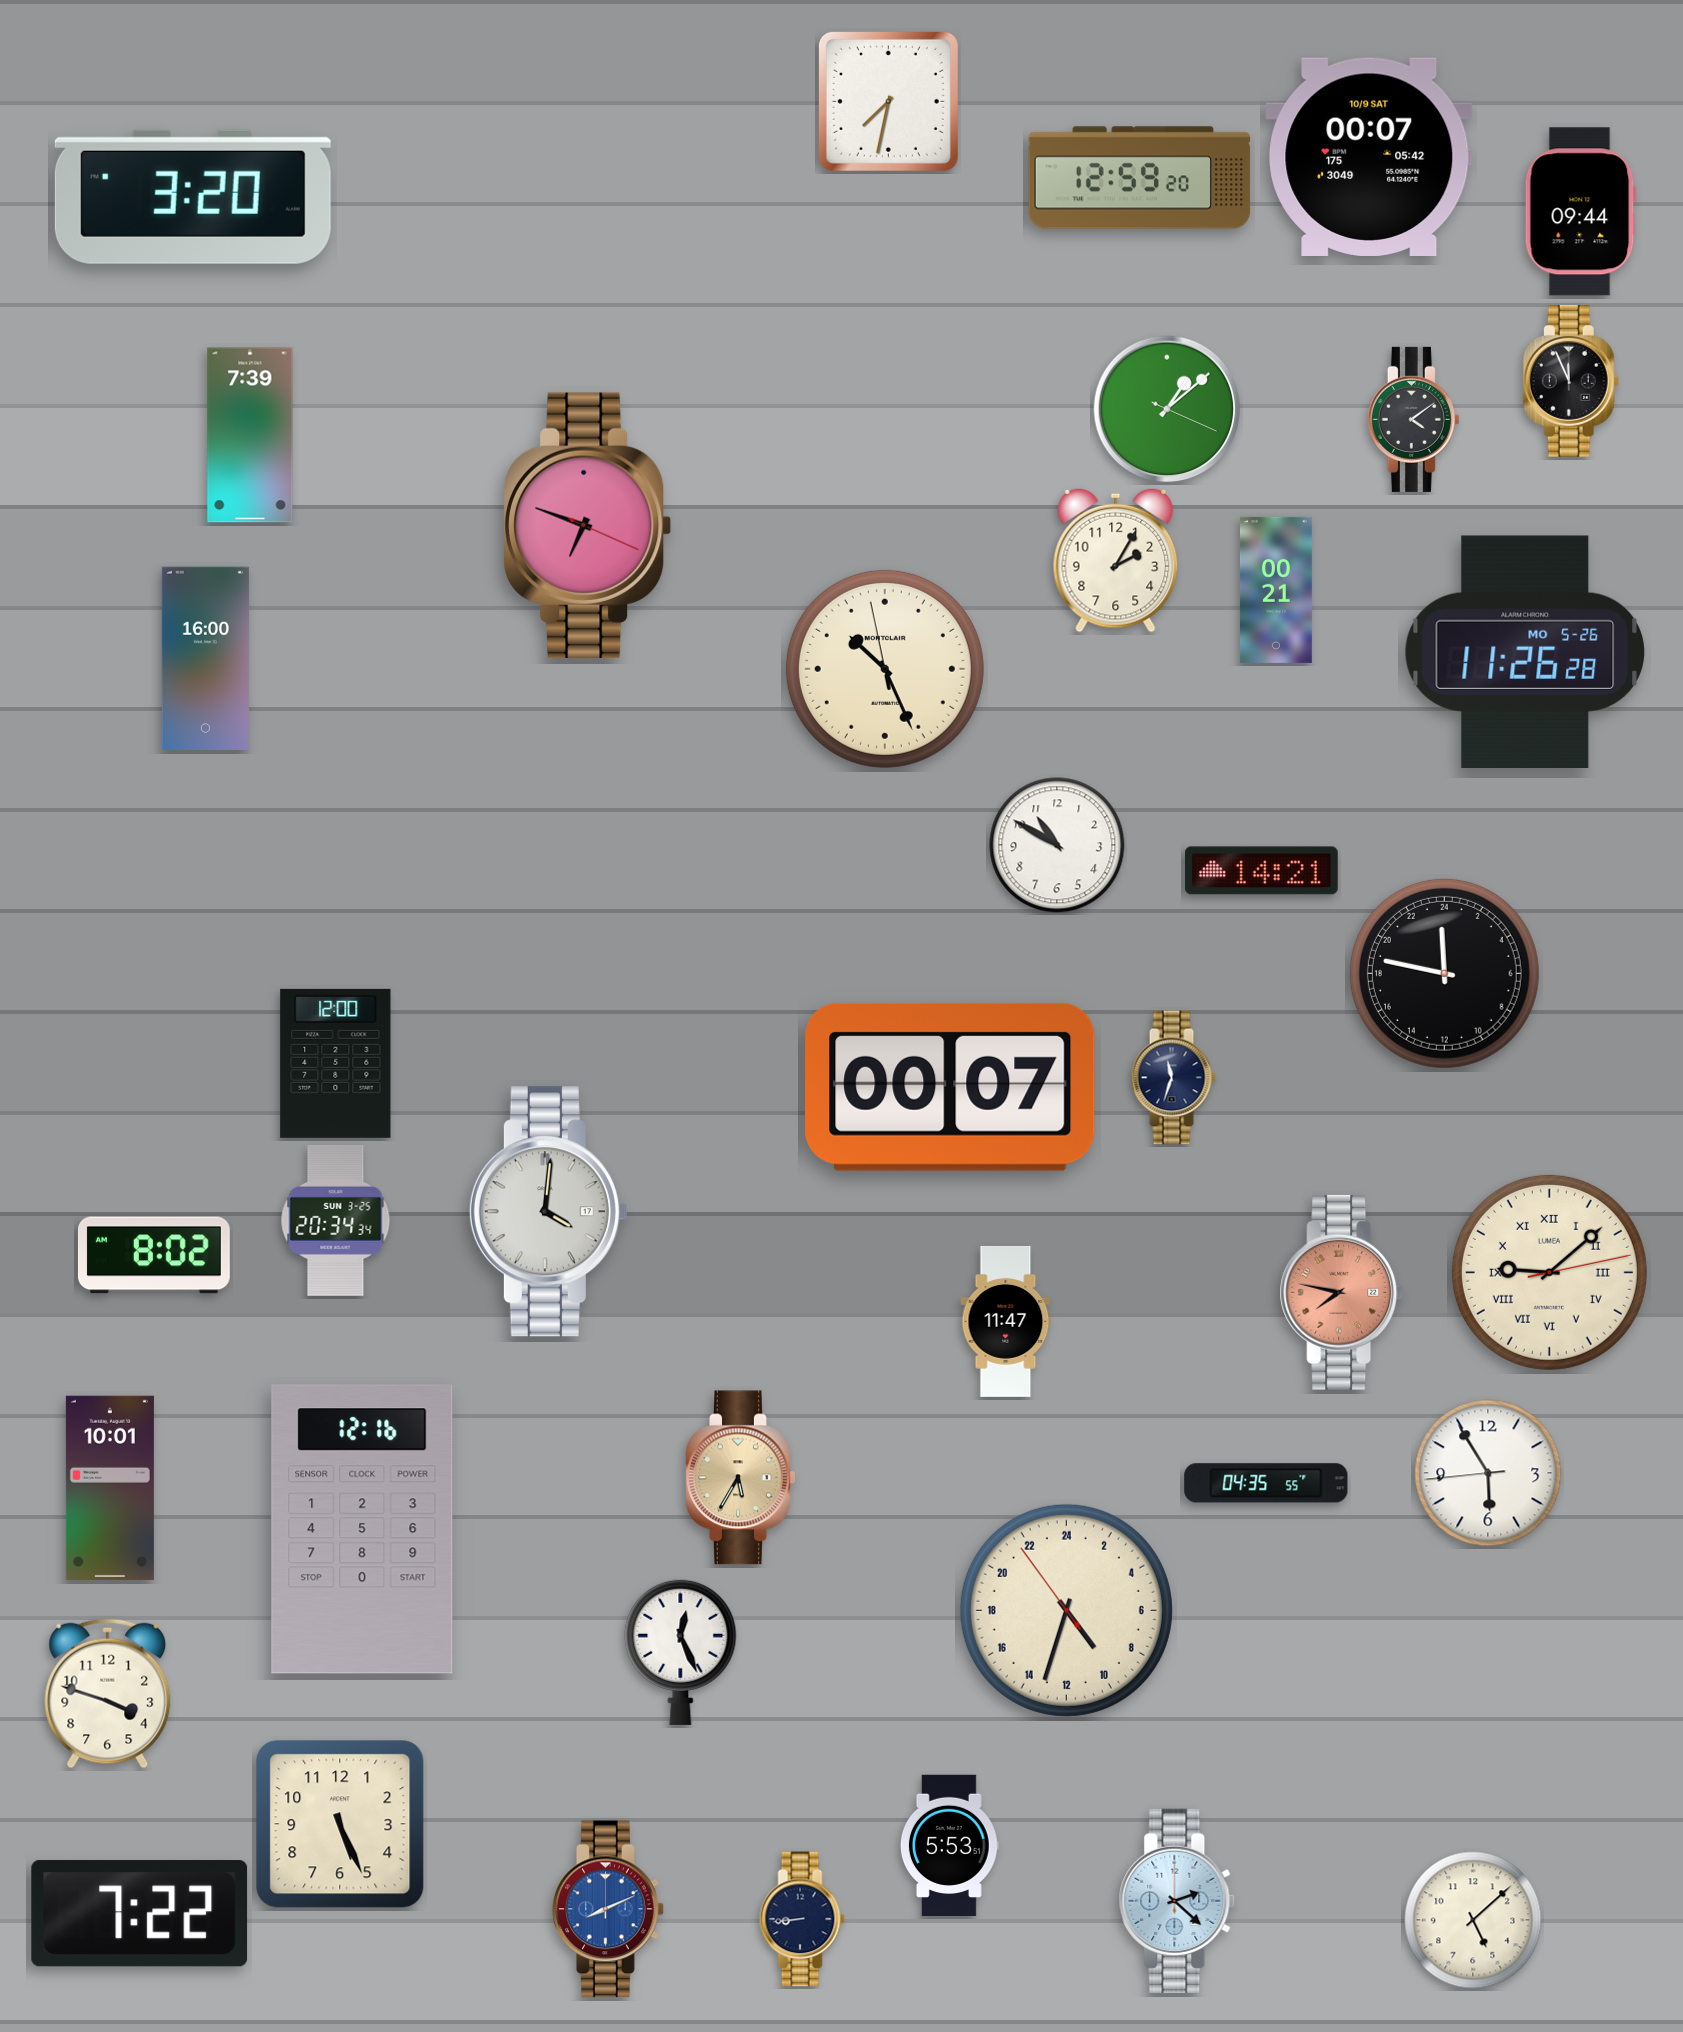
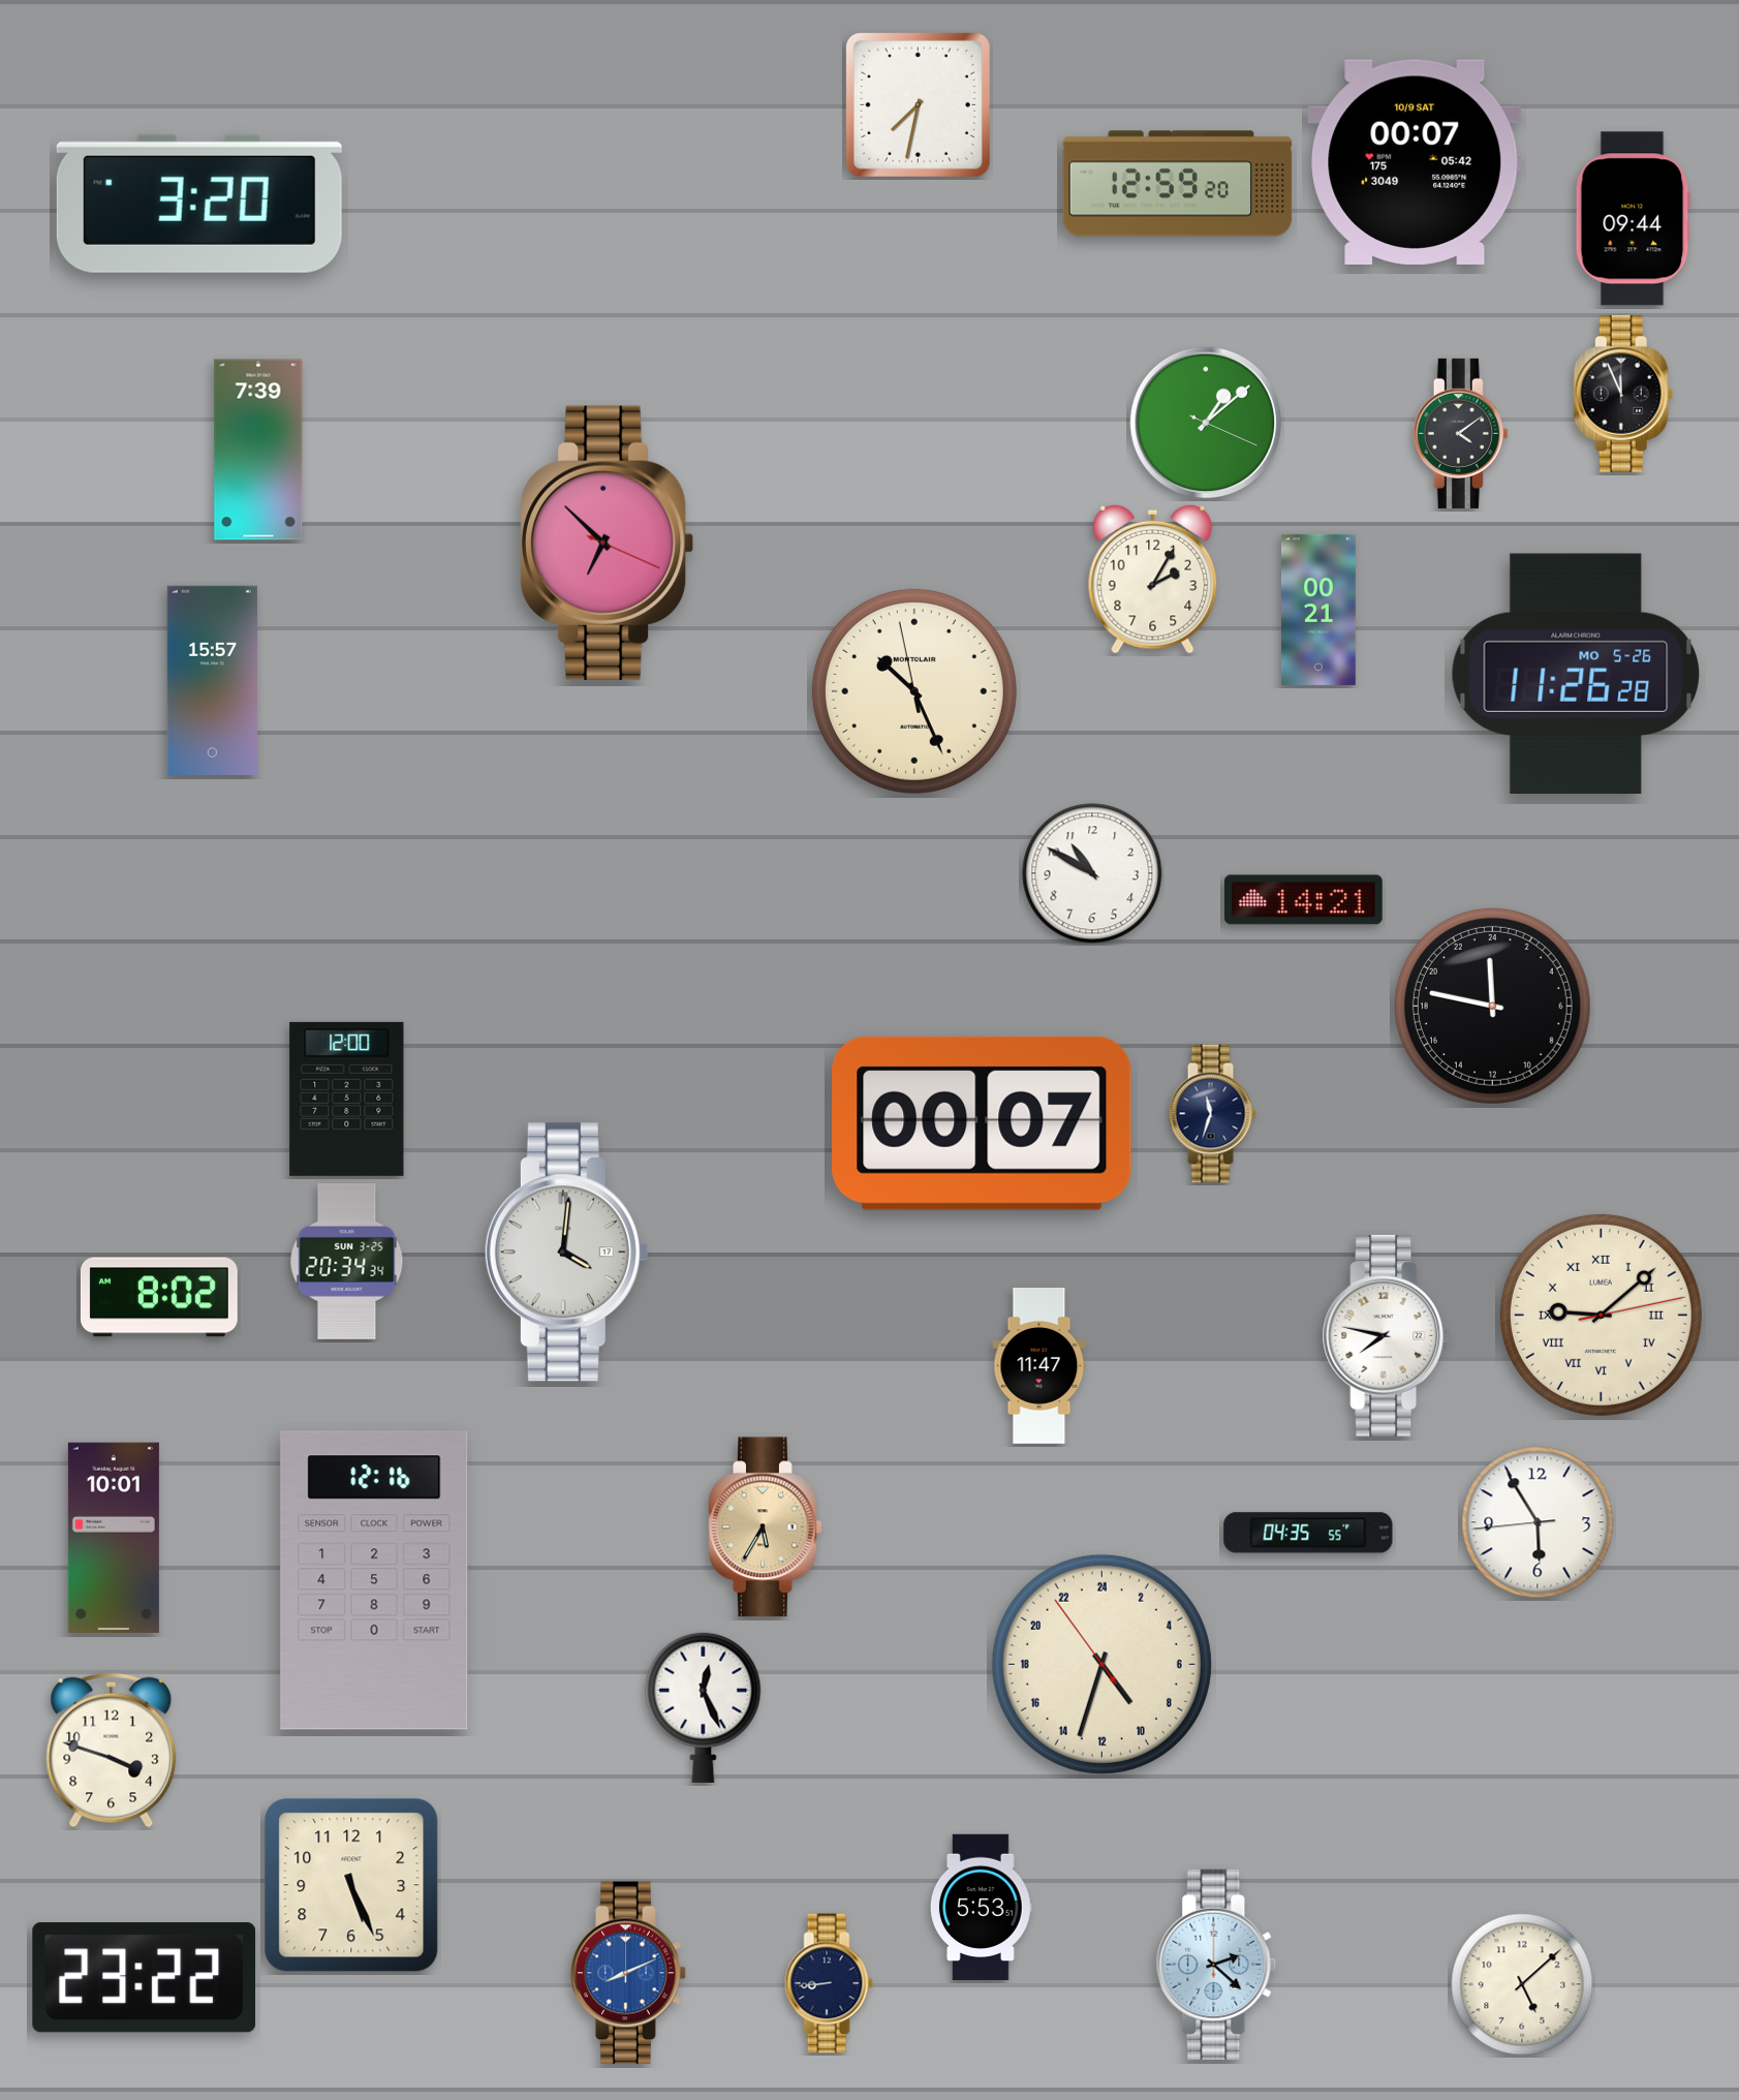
clock at (588, 525): 6:48 -> 6:52
clock at (205, 658): 16:00 -> 15:57
clock at (1342, 1292) dial: salmon -> white
clock at (140, 1914): 7:22 -> 23:22
